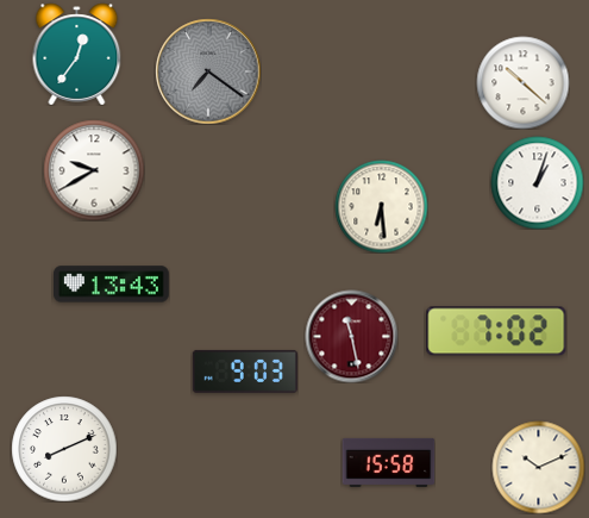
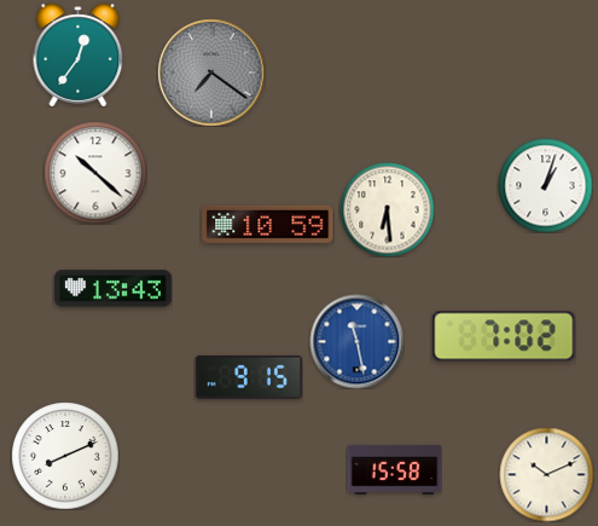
clock at (522, 82): 10:22 -> none
clock at (94, 170): 9:40 -> 10:22
clock at (268, 224): none -> 10:59
clock at (351, 336) dial: burgundy -> blue
clock at (245, 372): 9:03 -> 9:15
